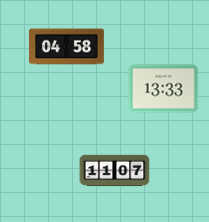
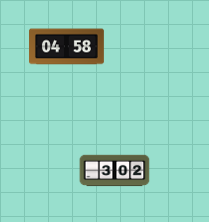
clock at (164, 89): 13:33 -> none
clock at (115, 171): 11:07 -> 3:02
